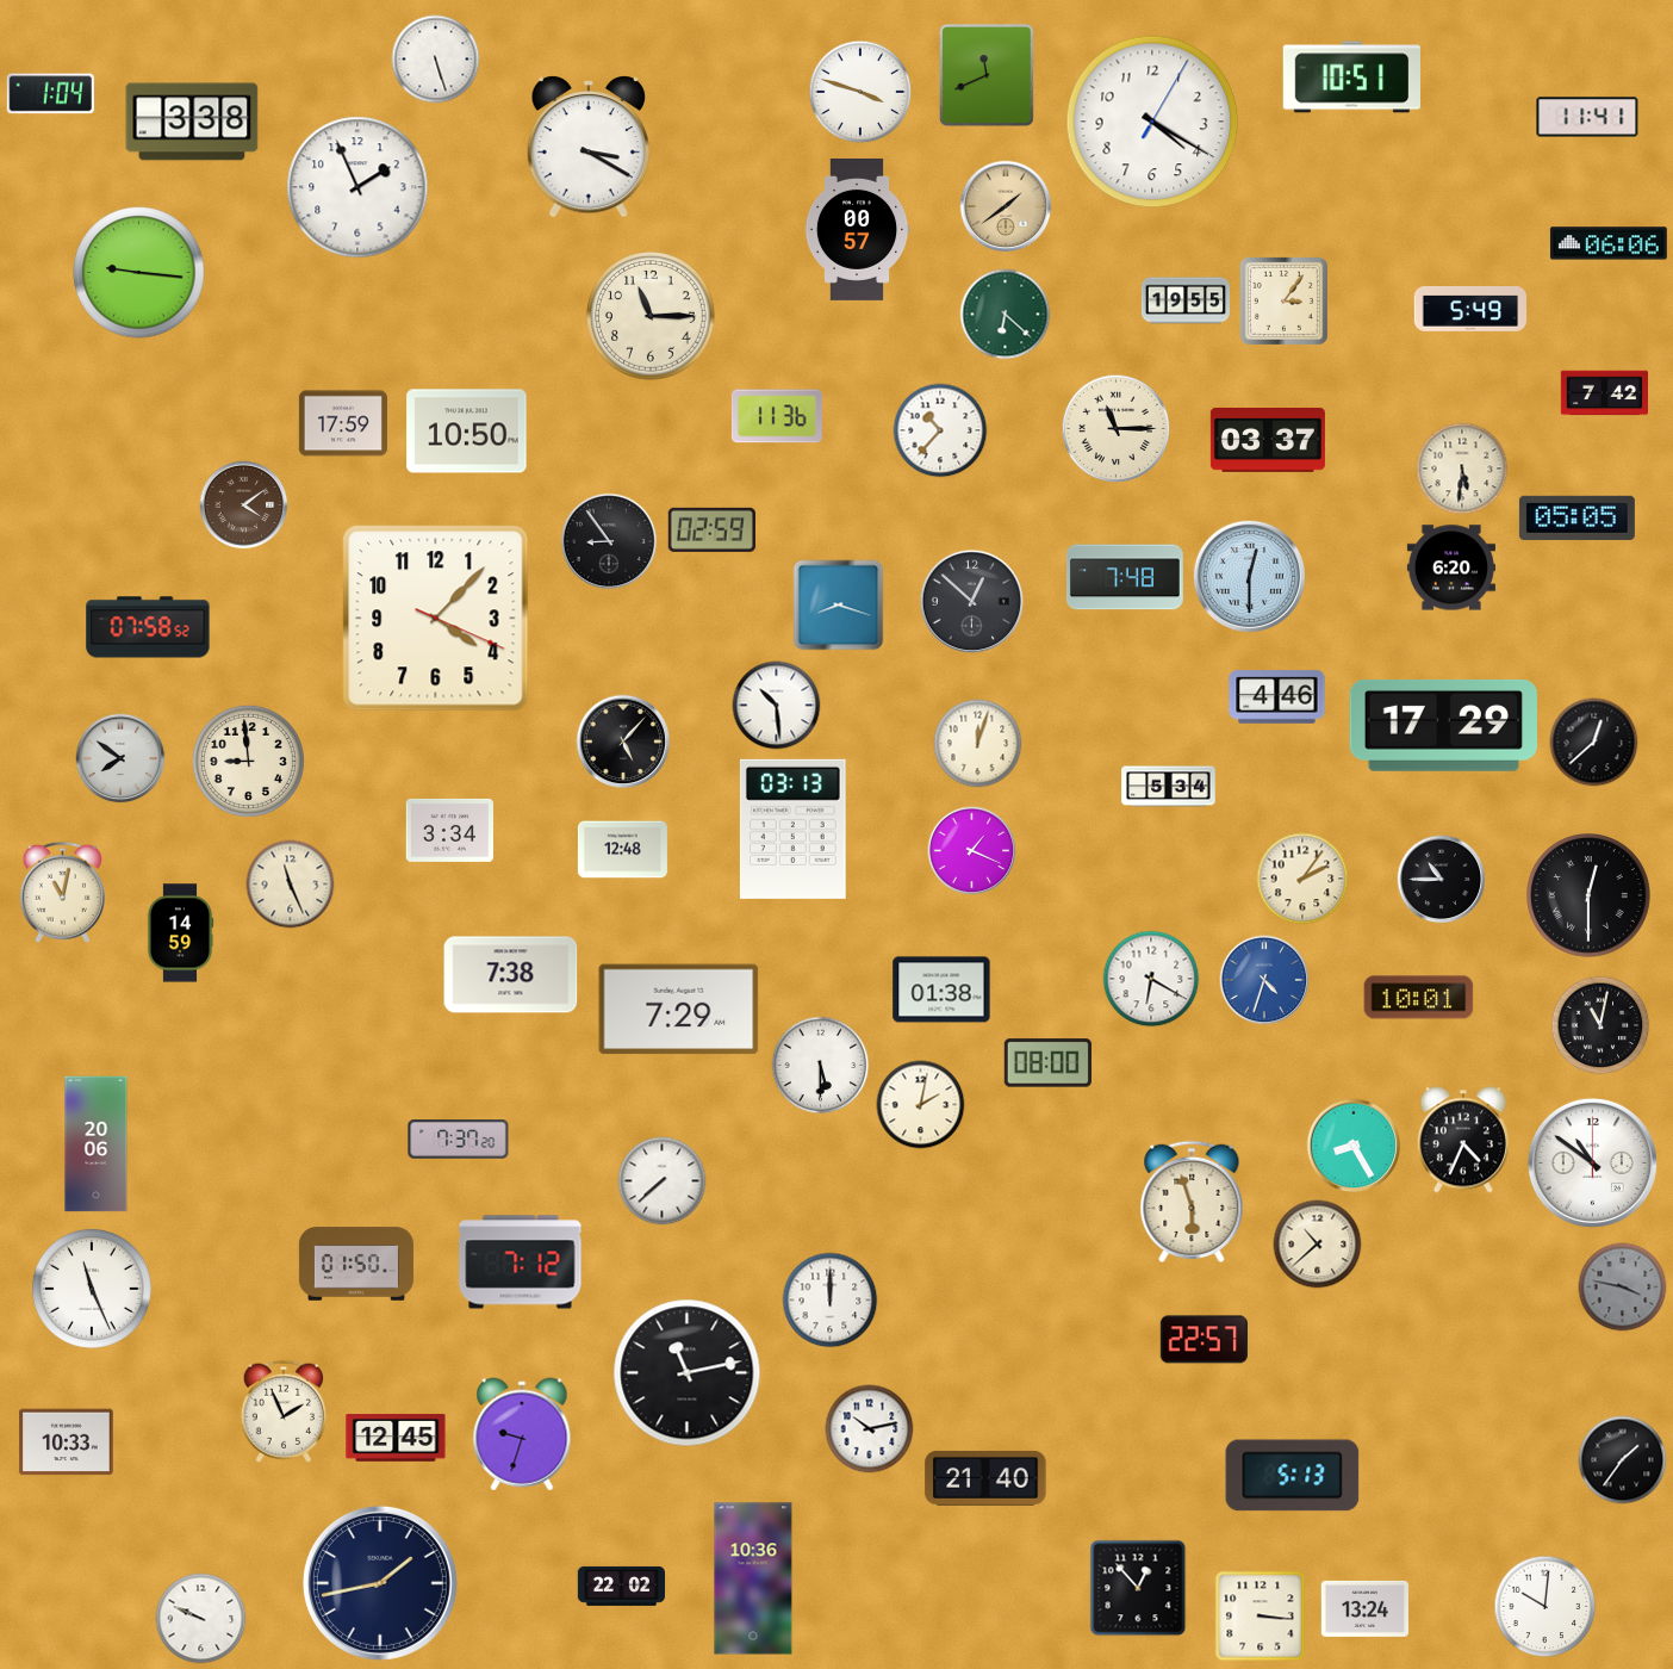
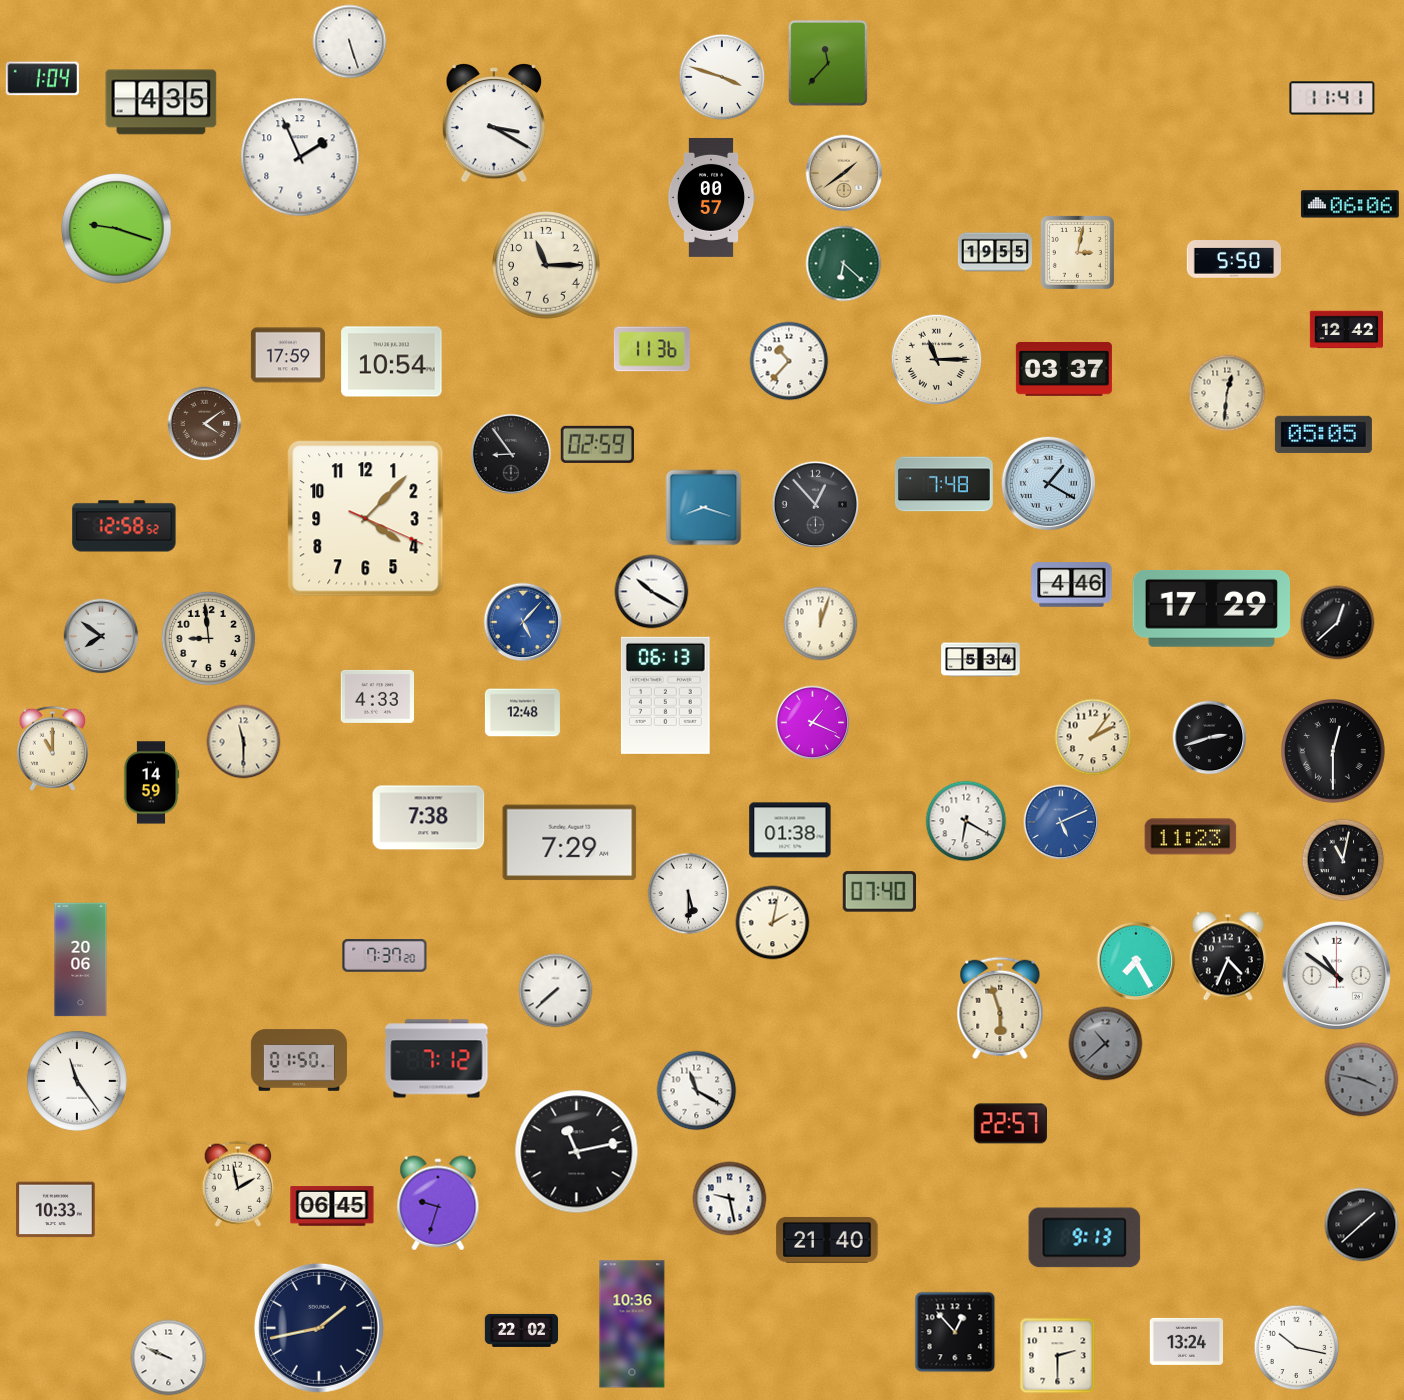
clock at (436, 60) position: (436, 60) -> (350, 42)
clock at (987, 75): 11:41 -> 11:37
clock at (1352, 77): 10:51 -> none
clock at (192, 122): 3:38 -> 4:35
clock at (1152, 122): 4:20 -> none
clock at (857, 229) position: (857, 229) -> (711, 197)
clock at (139, 273): 9:16 -> 9:18
clock at (1283, 300): 3:06 -> 3:02
clock at (1469, 310): 5:49 -> 5:50
clock at (1604, 393): 7:42 -> 12:42
clock at (467, 432): 10:50 -> 10:54
clock at (1462, 469): 5:31 -> 12:31
clock at (1451, 567): 6:20 -> none
clock at (1249, 576): 12:30 -> 1:20
clock at (972, 602): 12:52 -> 12:53
clock at (148, 627): 07:58 -> 12:58
clock at (777, 706): 10:29 -> 10:20
clock at (623, 742) dial: black -> blue
clock at (792, 829): 03:13 -> 06:13
clock at (449, 830): 3:34 -> 4:33
clock at (972, 851) position: (972, 851) -> (813, 723)
clock at (1442, 880): 10:45 -> 2:42
clock at (291, 885): 11:26 -> 11:30
clock at (62, 892): 11:02 -> 11:00
clock at (1264, 980): 4:33 -> 5:11
clock at (1419, 998): 10:01 -> 11:23
clock at (679, 1010) position: (679, 1010) -> (570, 843)
clock at (1047, 1063): 08:00 -> 07:40
clock at (921, 1105) position: (921, 1105) -> (773, 923)
clock at (1354, 1146): 8:25 -> 7:25
clock at (1318, 1245) dial: cream -> grey
clock at (92, 1289): 11:26 -> 11:24
clock at (831, 1301): 12:00 -> 11:20
clock at (282, 1411): 1:56 -> 1:58
clock at (870, 1429): 10:13 -> 9:28
clock at (396, 1438): 12:45 -> 06:45
clock at (1623, 1460): 1:36 -> 1:38
clock at (1293, 1476): 5:13 -> 9:13
clock at (1545, 1607): 10:01 -> 10:17
clock at (1364, 1608) position: (1364, 1608) -> (1186, 1341)
clock at (1261, 1617): 3:16 -> 2:30
